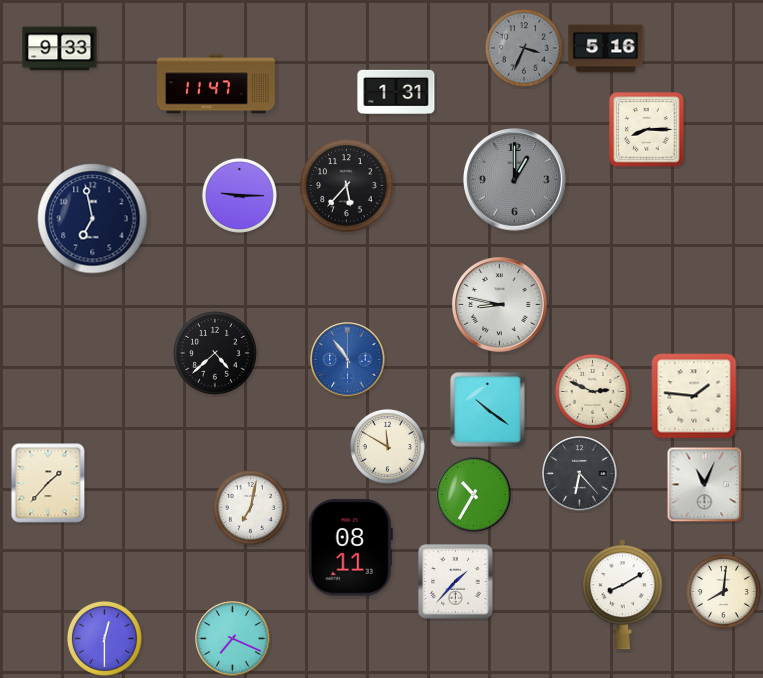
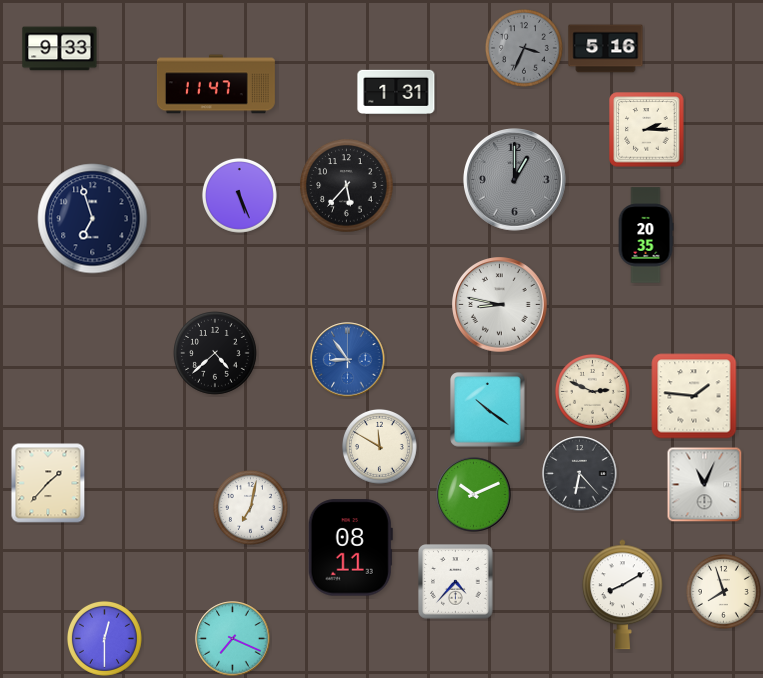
clock at (647, 130): 8:15 -> 2:15
clock at (239, 195): 9:15 -> 5:26
clock at (93, 219): 6:58 -> 6:57
clock at (646, 235): none -> 20:35
clock at (348, 360): 10:54 -> 8:54
clock at (387, 446) position: (387, 446) -> (379, 446)
clock at (474, 495): 10:35 -> 10:11
clock at (456, 582): 1:37 -> 4:37
clock at (723, 591): 8:01 -> 7:57
